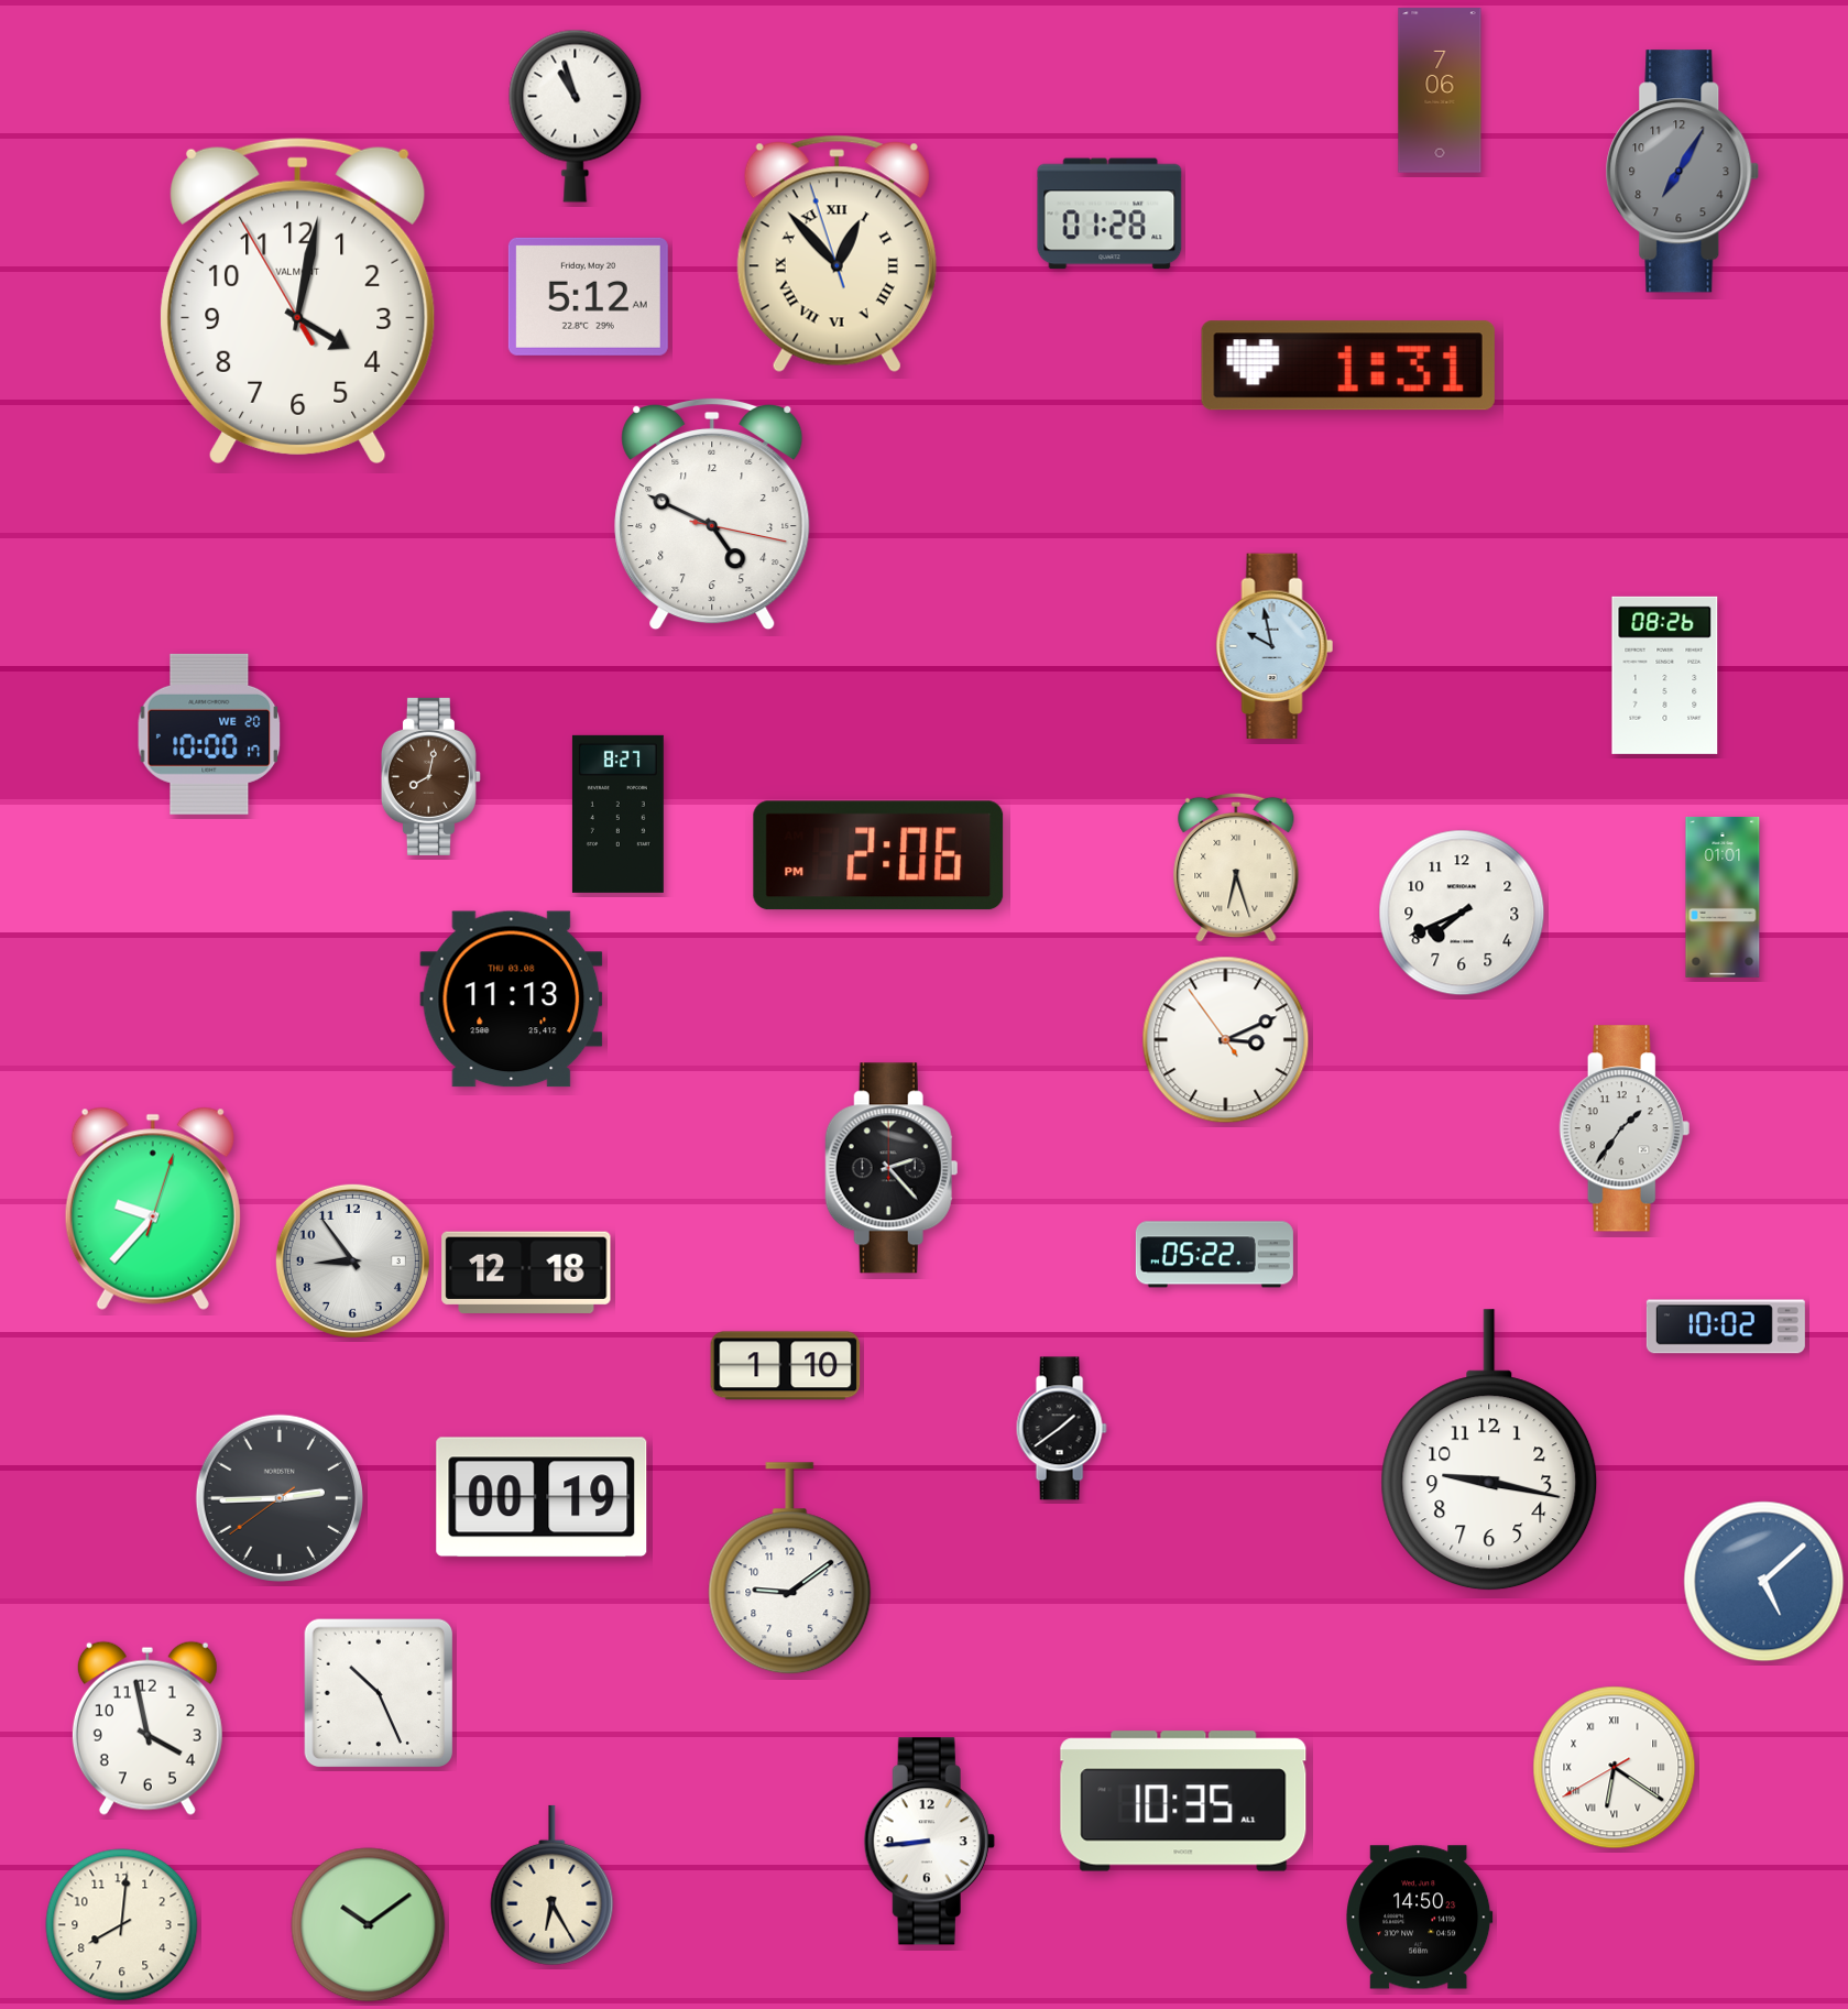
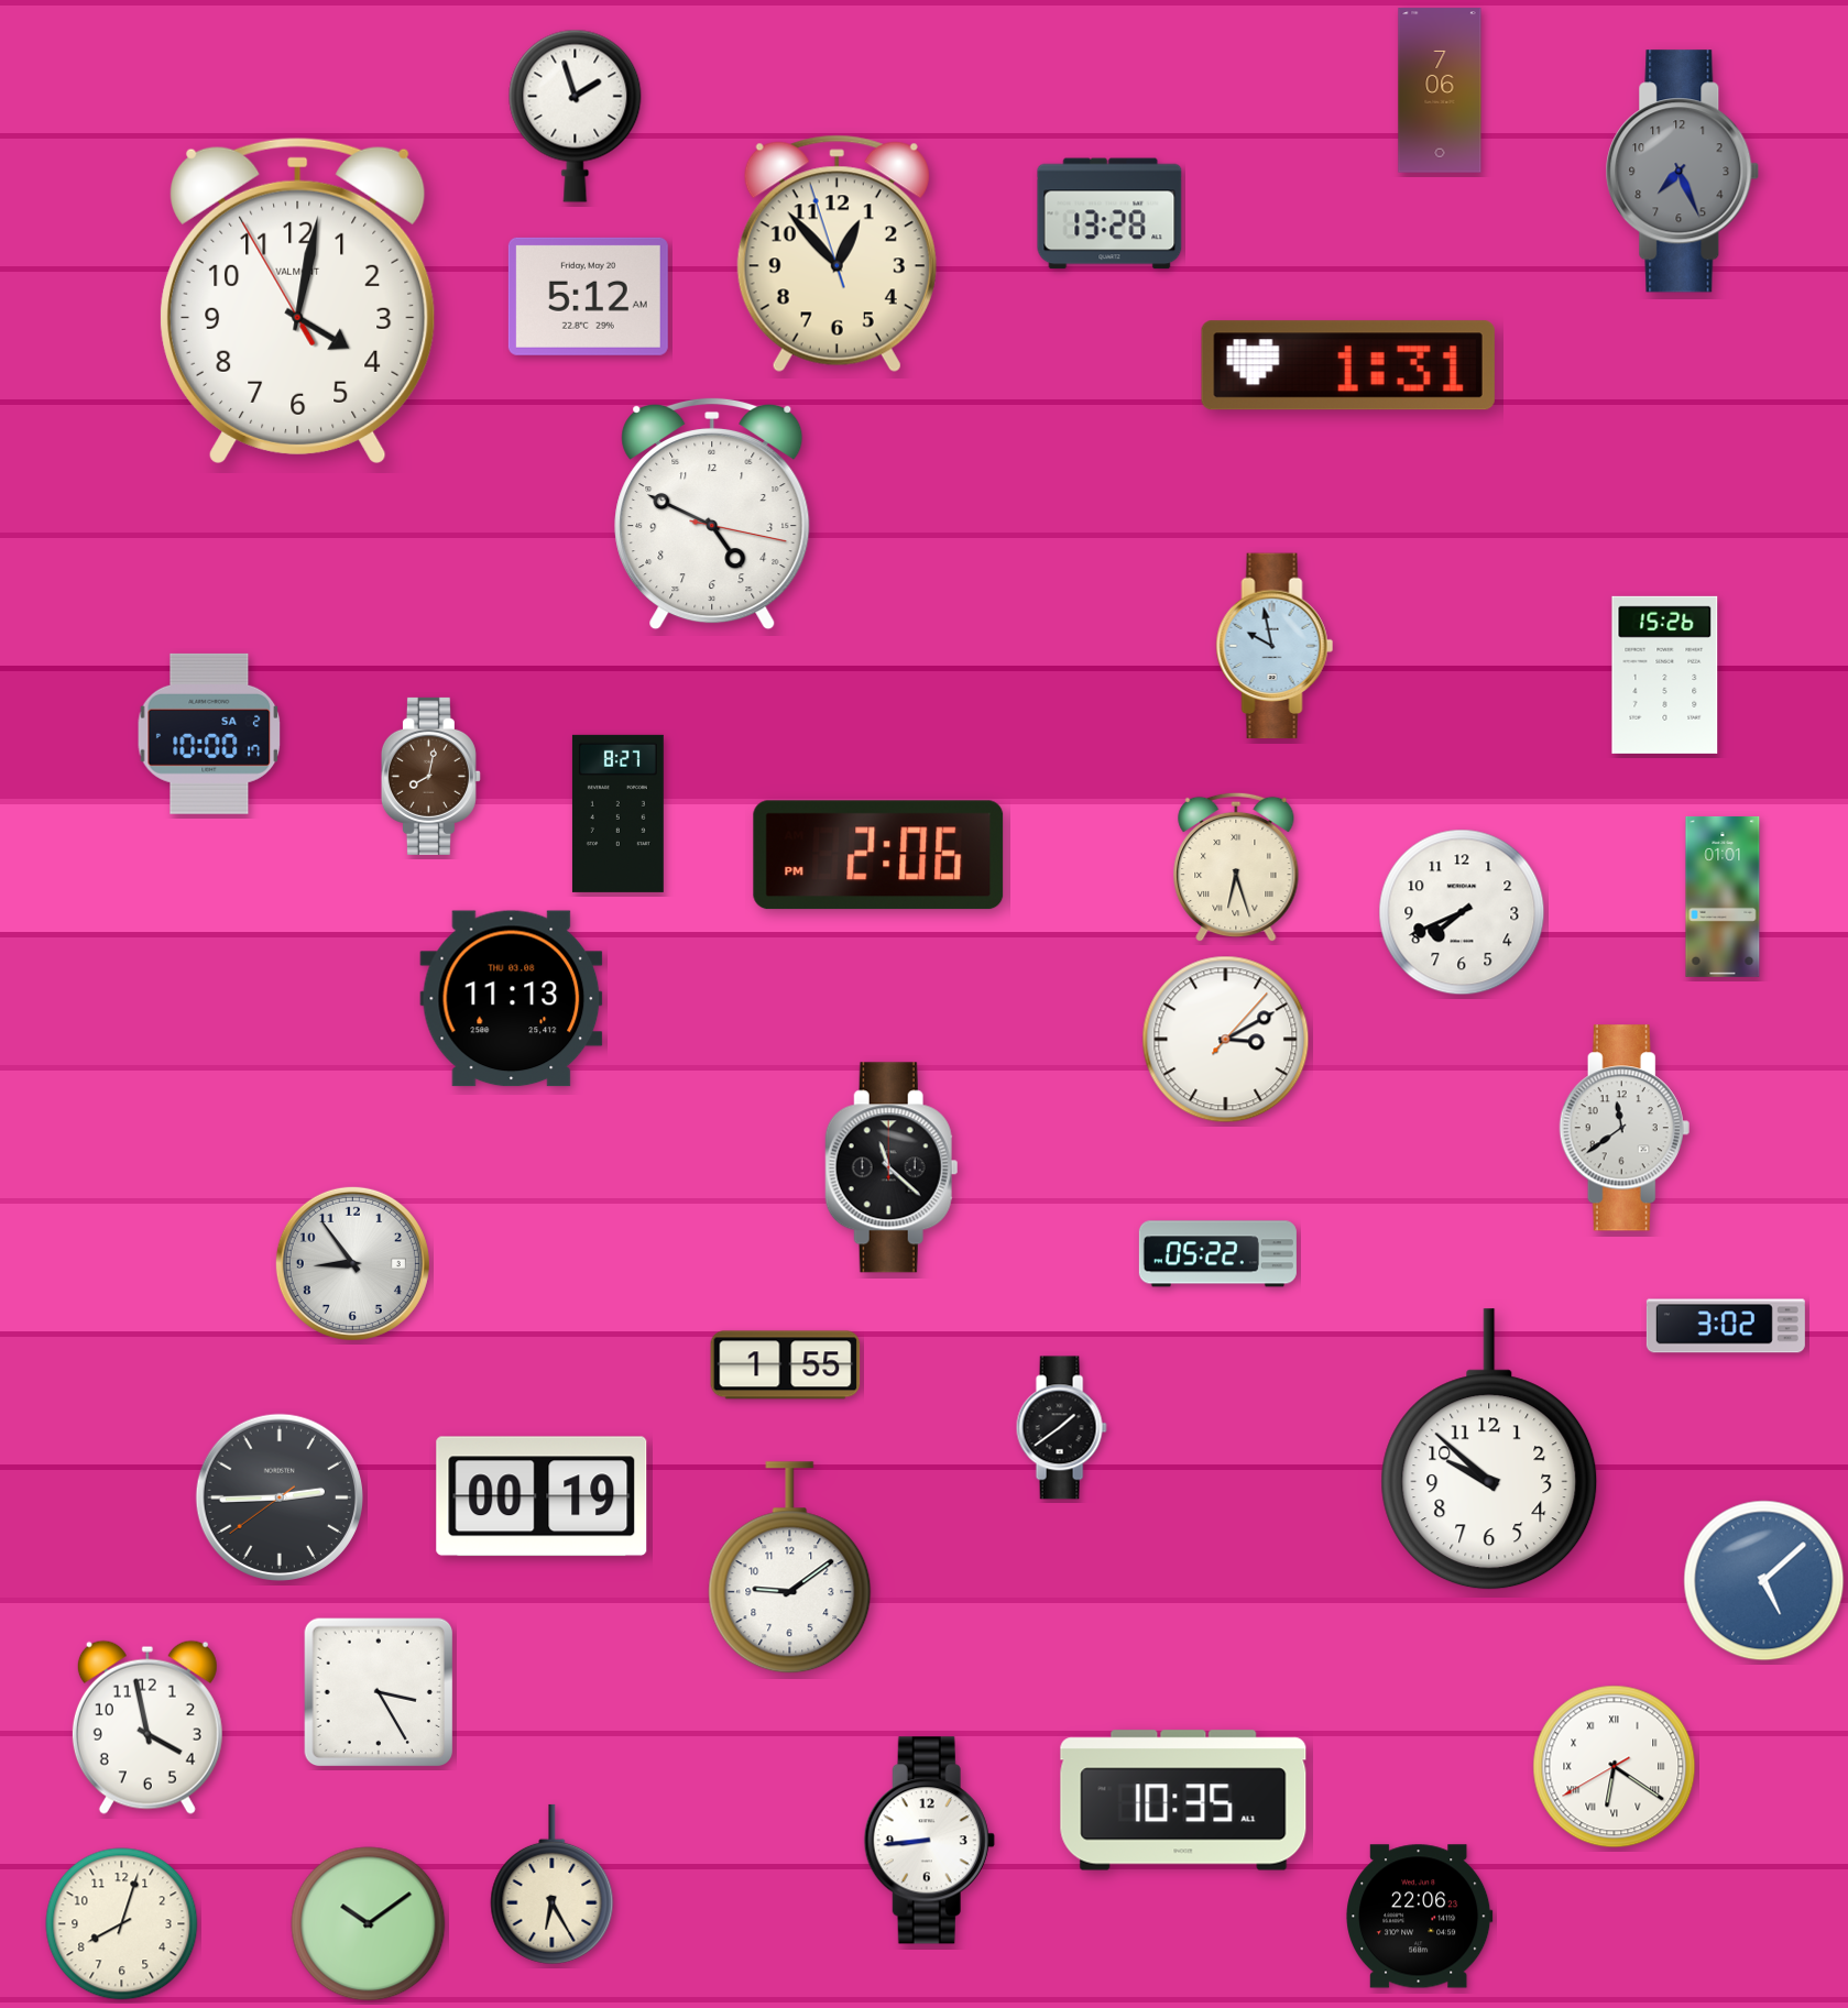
clock at (576, 116): 10:57 -> 1:57
clock at (1683, 172): 7:05 -> 7:26
clock at (1109, 214): 01:28 -> 13:28
clock at (836, 254) numerals: Roman -> Arabic
clock at (1665, 675): 08:26 -> 15:26
clock at (209, 734) date: WE 20 -> SA 2
clock at (1226, 1040): 3:10:54 -> 3:10:07
clock at (1625, 1128): 1:36 -> 11:39
clock at (892, 1168): 2:23 -> 11:22
clock at (153, 1209): 9:37 -> none
clock at (1214, 1255) position: (1214, 1255) -> (1217, 1254)
clock at (352, 1260) position: (352, 1260) -> (352, 1263)
clock at (526, 1273): 12:18 -> none
clock at (1726, 1326): 10:02 -> 3:02
clock at (786, 1366): 1:10 -> 1:55
clock at (1489, 1451): 9:17 -> 9:52
clock at (379, 1693): 10:26 -> 3:25
clock at (1420, 1918): 14:50 -> 22:06
clock at (122, 1925): 8:01 -> 8:03
